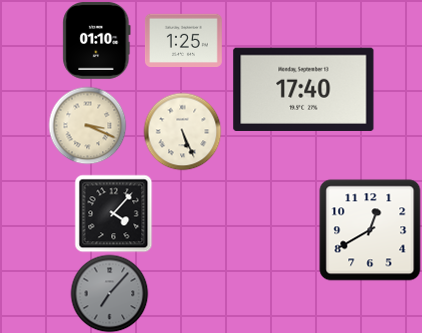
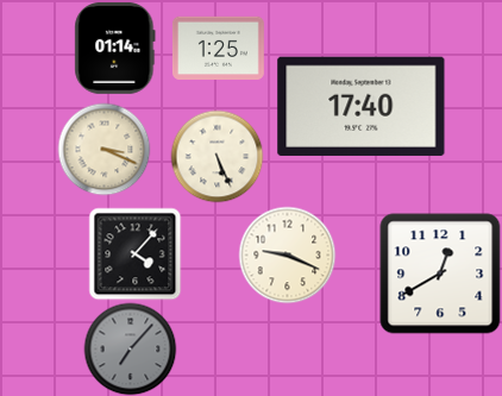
clock at (97, 40): 01:10 -> 01:14
clock at (287, 254): none -> 9:19
